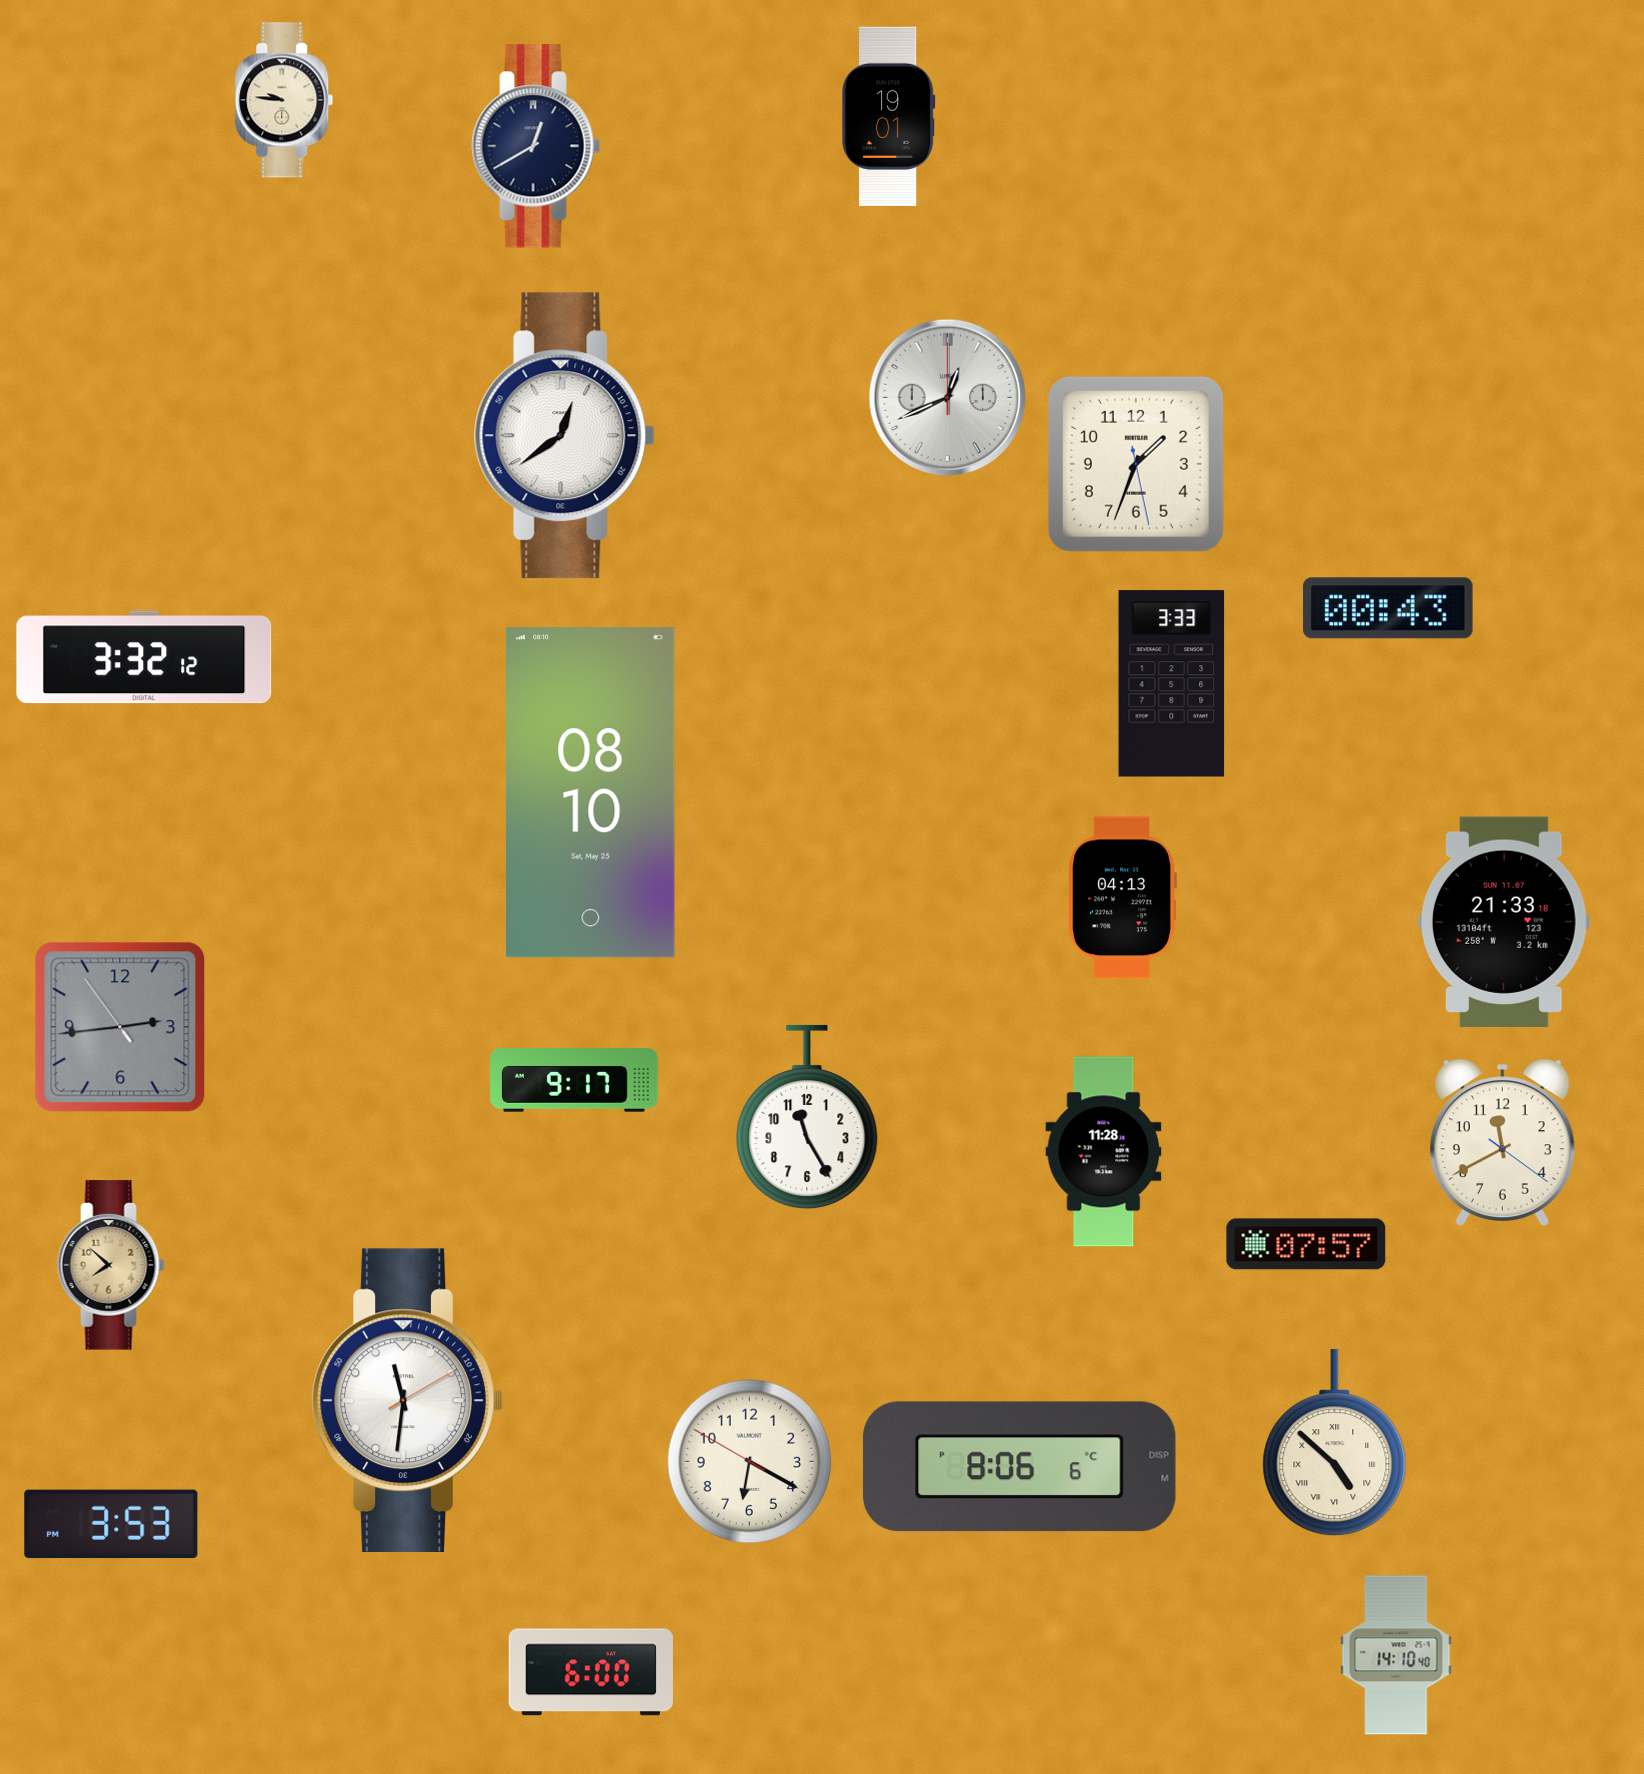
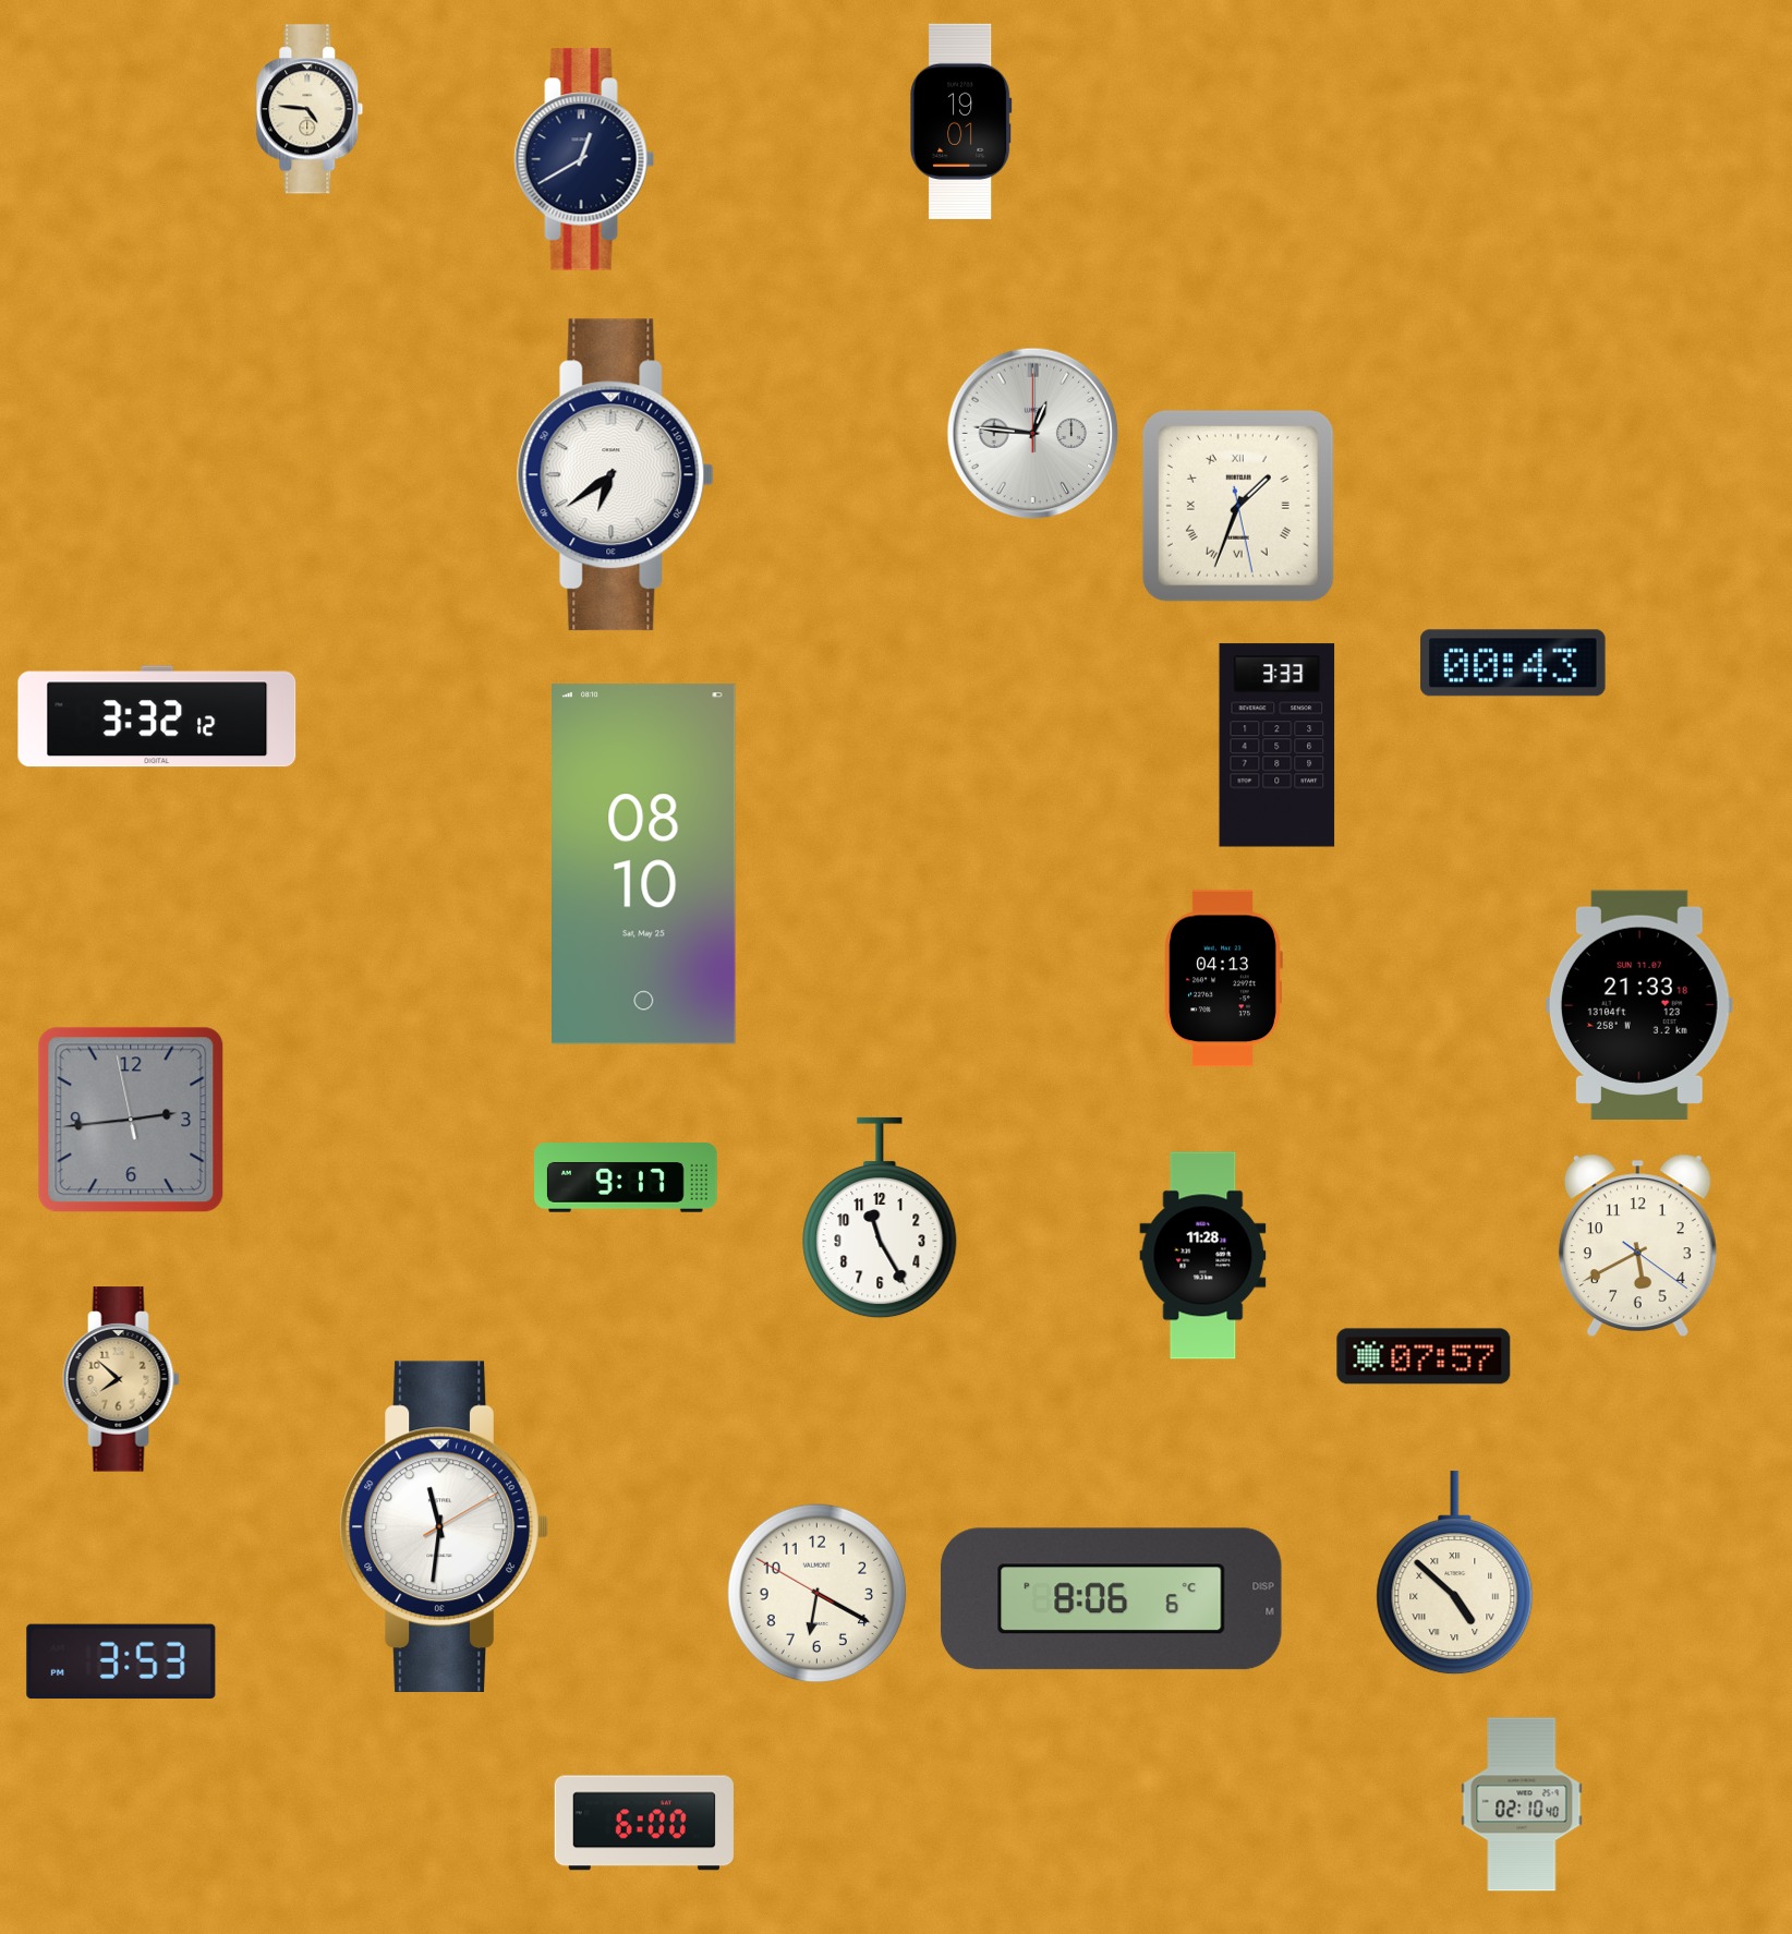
clock at (284, 100): 9:46 -> 4:46
clock at (889, 116) position: (889, 116) -> (961, 121)
clock at (948, 398): 12:41 -> 12:46
clock at (564, 436): 12:39 -> 6:39
clock at (1136, 464) numerals: Arabic -> Roman
clock at (120, 1027): 2:43:54 -> 2:43:58
clock at (1502, 1142): 11:40 -> 5:40
clock at (1396, 1655): 14:10 -> 02:10
